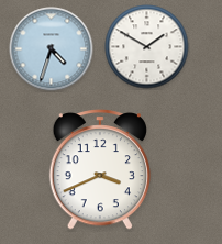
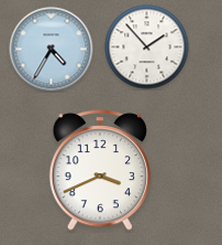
clock at (147, 47): 1:50 -> 1:53
clock at (52, 49): 4:33 -> 4:35
